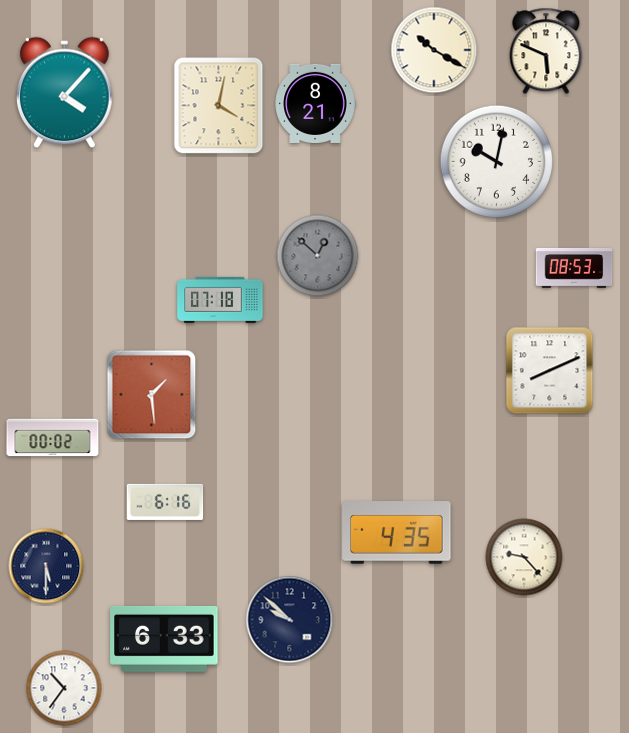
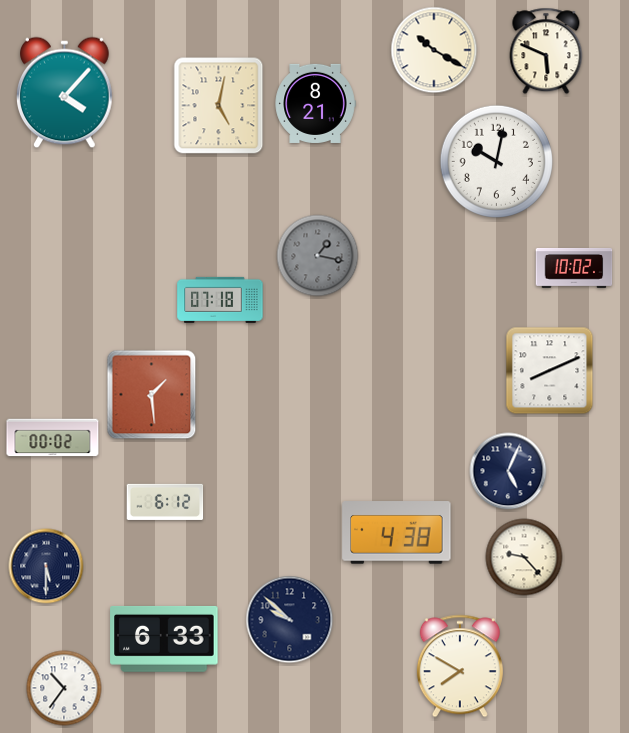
clock at (219, 106): 4:02 -> 5:02
clock at (318, 256): 12:52 -> 1:17
clock at (574, 268): 08:53 -> 10:02
clock at (508, 471): none -> 5:04
clock at (165, 502): 6:16 -> 6:12
clock at (397, 533): 4:35 -> 4:38
clock at (460, 666): none -> 7:50
